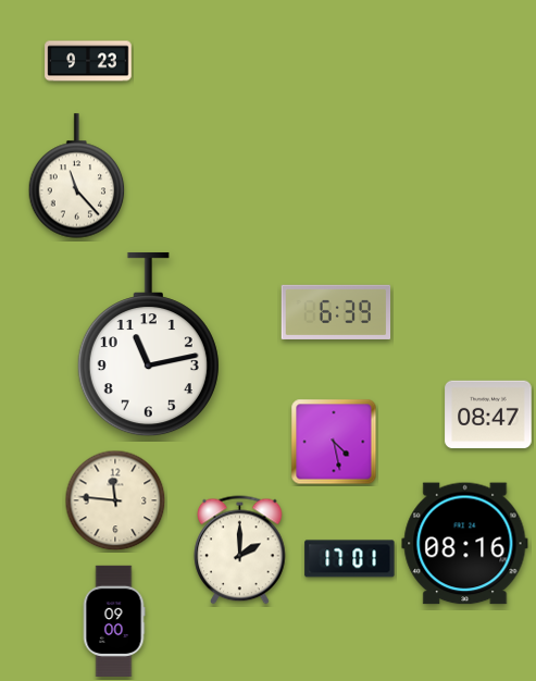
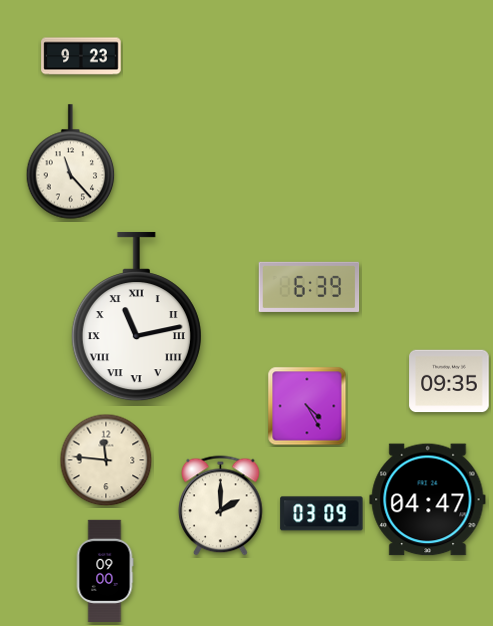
clock at (148, 345) numerals: Arabic -> Roman
clock at (488, 414): 08:47 -> 09:35
clock at (334, 442): 4:28 -> 4:25
clock at (465, 544): 08:16 -> 04:47
clock at (350, 559): 17:01 -> 03:09
